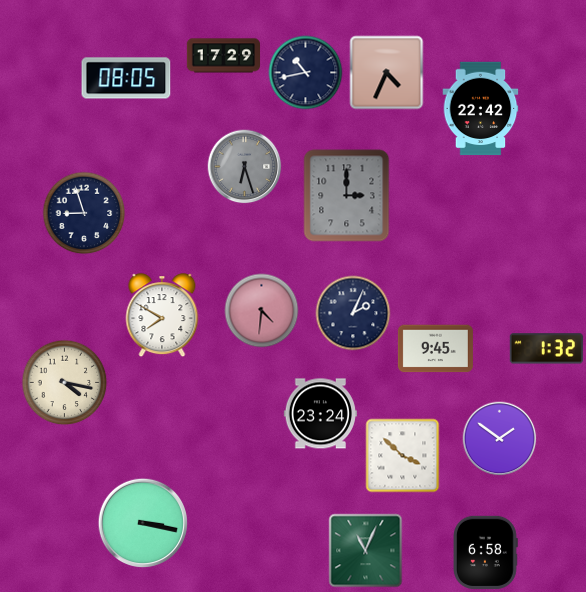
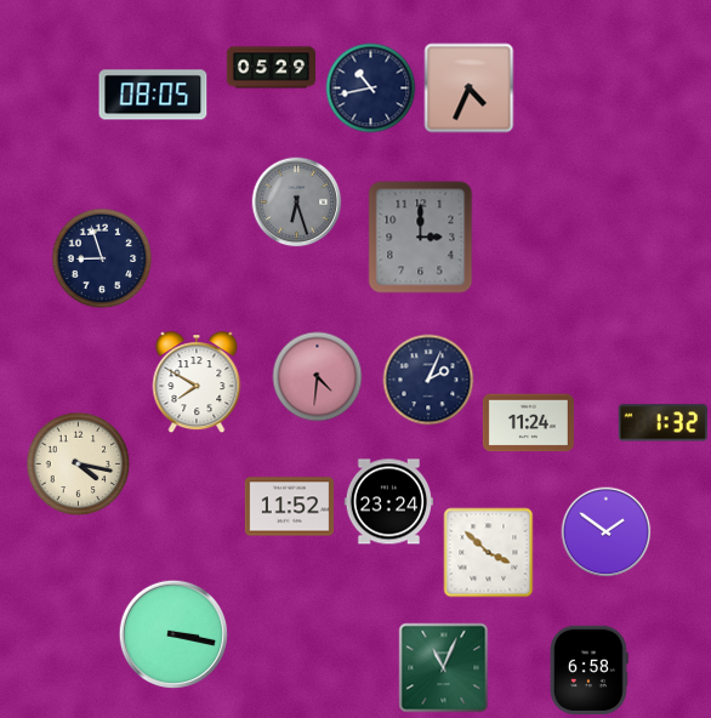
clock at (224, 56): 17:29 -> 05:29
clock at (481, 109): 22:42 -> none
clock at (435, 349): 9:45 -> 11:24
clock at (289, 507): none -> 11:52
